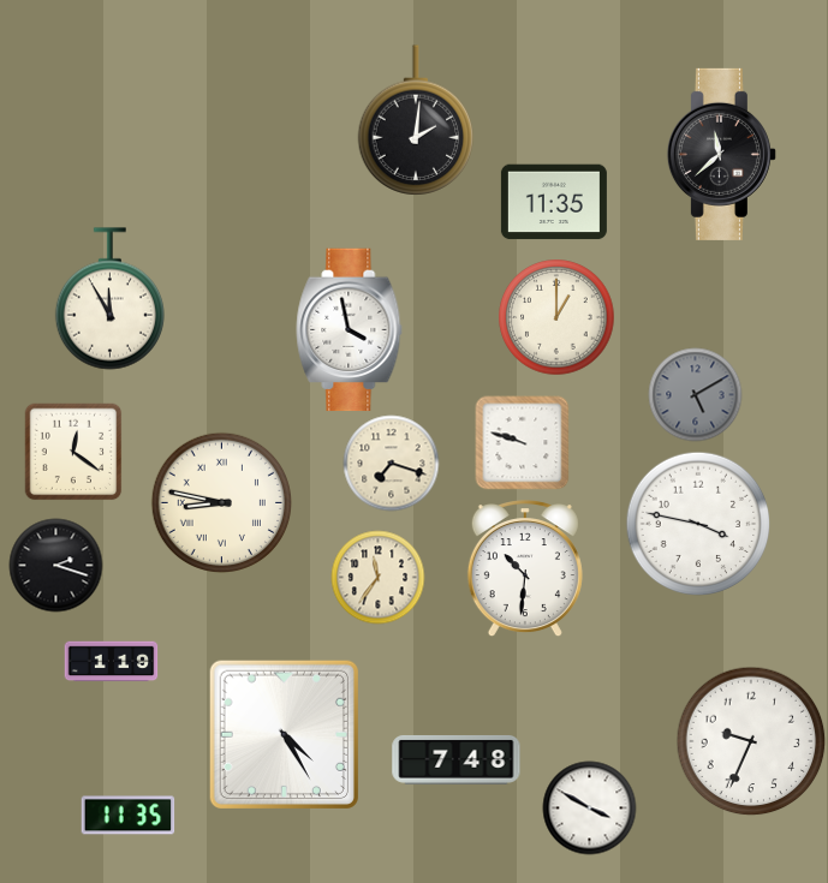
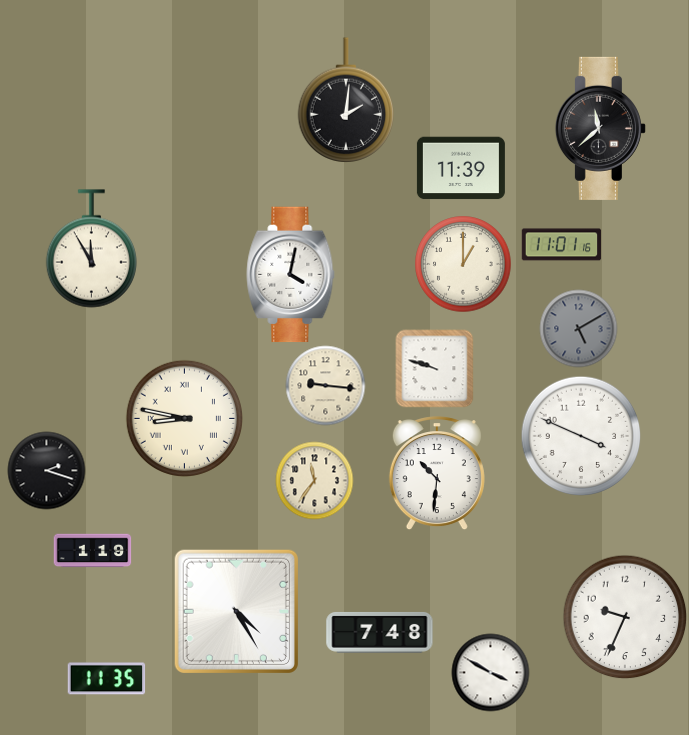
clock at (554, 202): 11:35 -> 11:39
clock at (561, 245): none -> 11:01
clock at (350, 330): 3:58 -> 4:02
clock at (73, 452): 12:21 -> none
clock at (391, 463): 7:18 -> 9:16
clock at (698, 524): 3:47 -> 3:49
